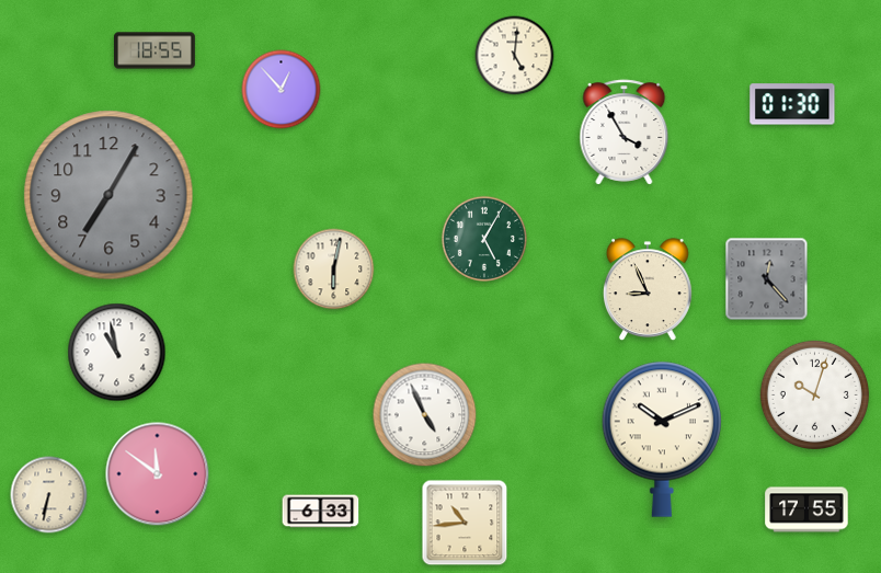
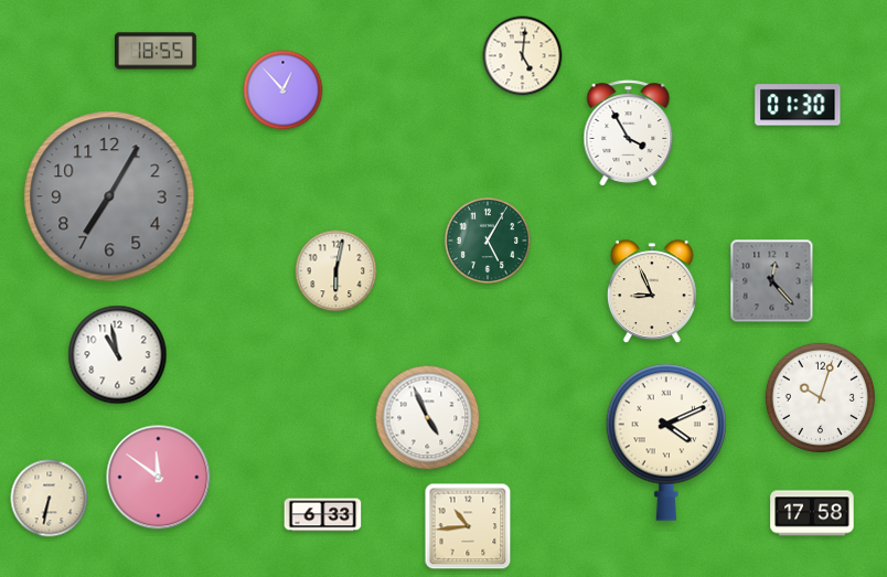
clock at (515, 56) position: (515, 56) -> (523, 56)
clock at (662, 439): 10:11 -> 4:11
clock at (806, 509): 17:55 -> 17:58
